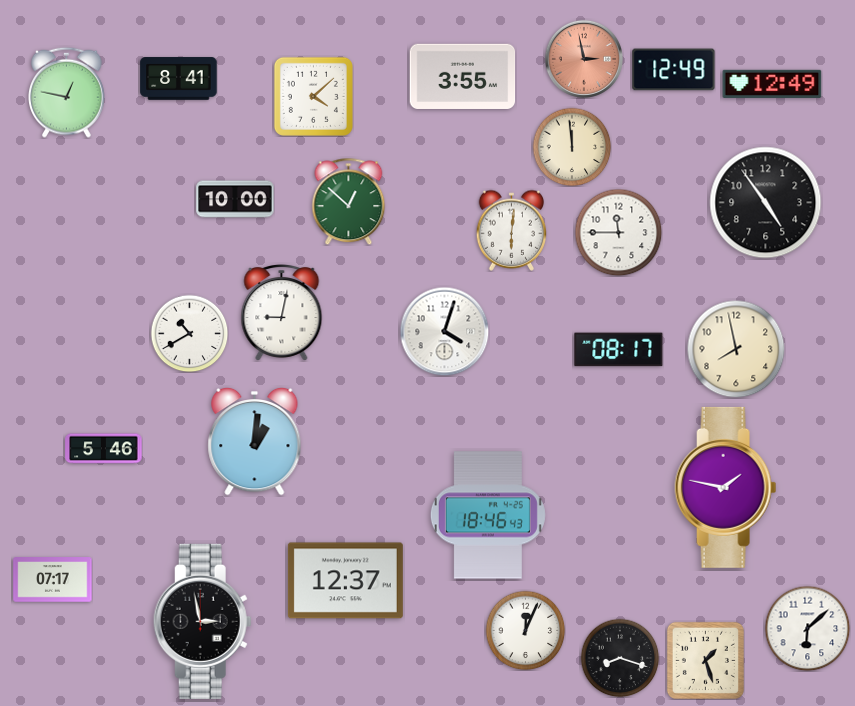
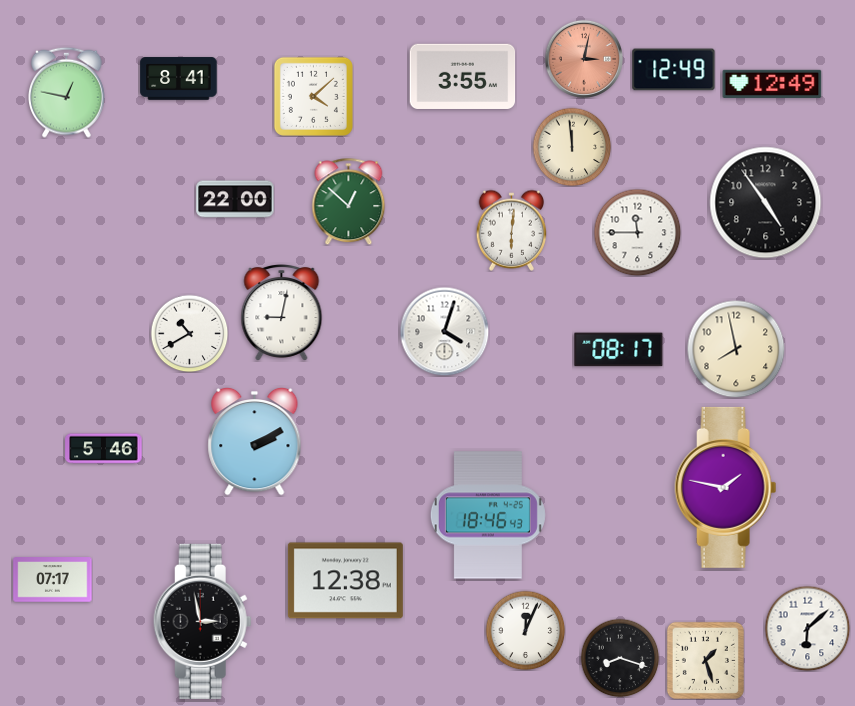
clock at (584, 59): 2:58 -> 3:02
clock at (235, 199): 10:00 -> 22:00
clock at (618, 232) position: (618, 232) -> (637, 232)
clock at (255, 441): 1:01 -> 2:10
clock at (345, 581): 12:37 -> 12:38
